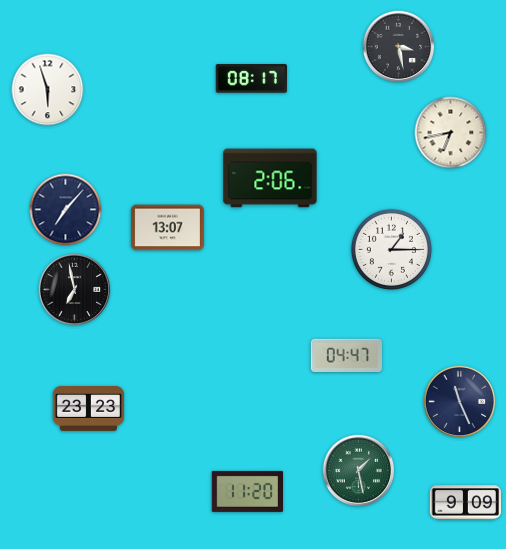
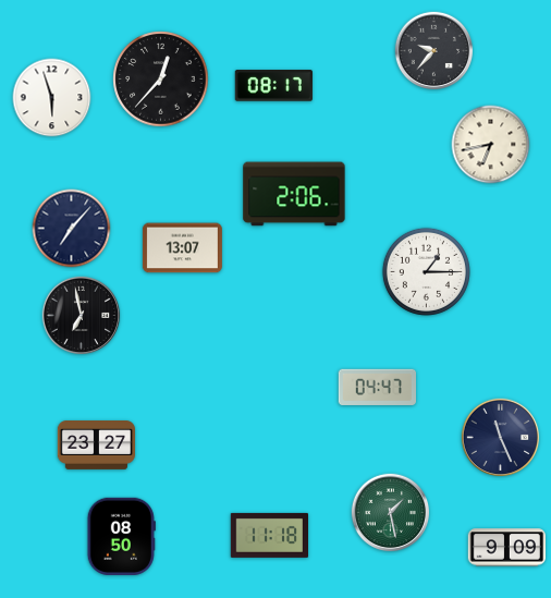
clock at (399, 47): 3:28 -> 9:37
clock at (161, 80): none -> 12:37
clock at (89, 409): 23:23 -> 23:27
clock at (247, 491): 11:20 -> 11:18
clock at (121, 536): none -> 08:50
